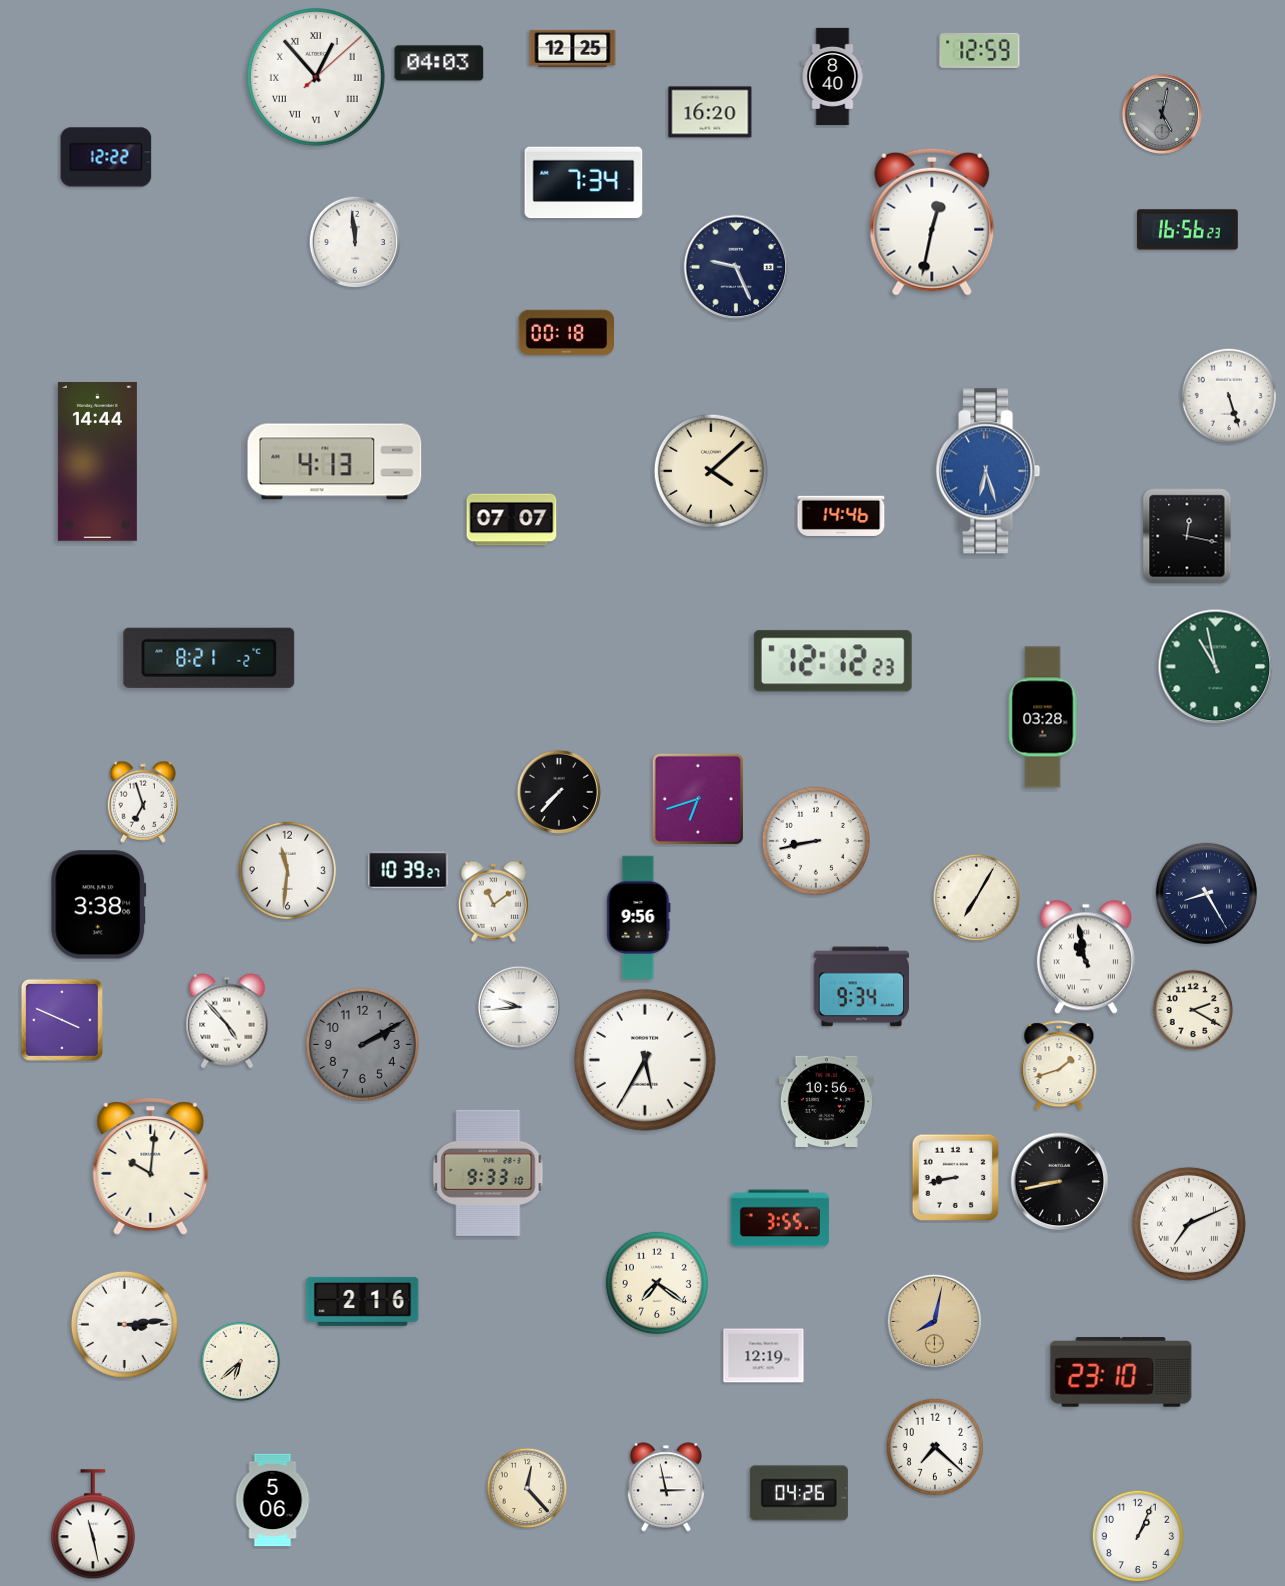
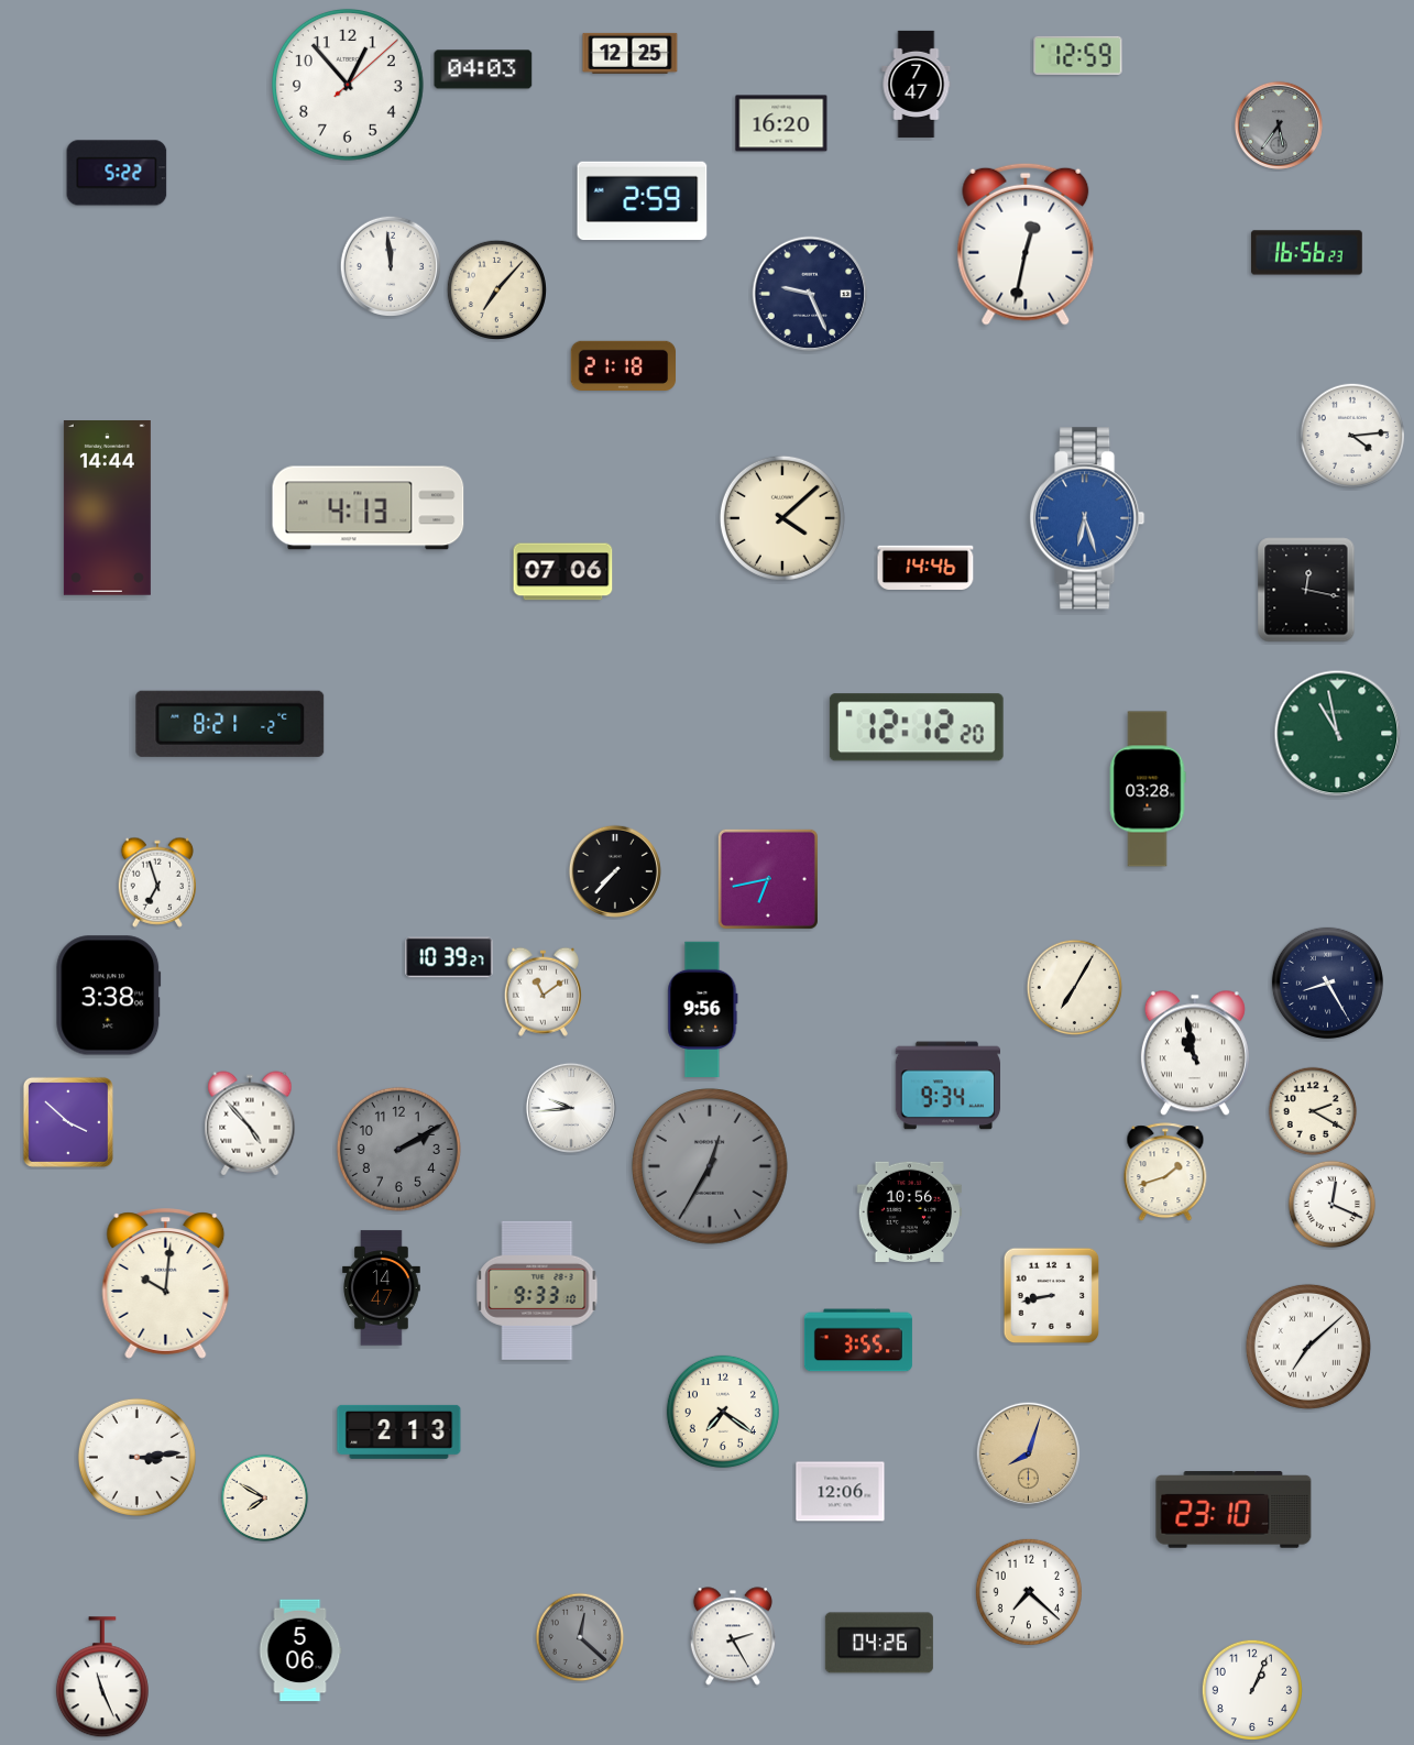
clock at (833, 76): 8:40 -> 7:47
clock at (316, 77) numerals: Roman -> Arabic
clock at (1162, 114): 5:02 -> 5:36
clock at (106, 157): 12:22 -> 5:22
clock at (584, 183): 7:34 -> 2:59
clock at (496, 289): none -> 7:07
clock at (567, 332): 00:18 -> 21:18
clock at (1229, 396): 5:27 -> 4:14
clock at (512, 520): 07:07 -> 07:06
clock at (833, 661): 12:12:23 -> 12:12:20
clock at (698, 799): 6:42 -> 6:43
clock at (816, 841): 8:43 -> none
clock at (287, 870): 11:31 -> none
clock at (62, 1020): 3:49 -> 3:52
clock at (645, 1060): 5:35 -> 12:35
clock at (645, 1060) dial: white -> grey
clock at (1333, 1205): none -> 12:19
clock at (382, 1288): none -> 14:47
clock at (1060, 1182): 8:43 -> none
clock at (1189, 1224): 7:11 -> 7:08
clock at (363, 1301): 2:16 -> 2:13
clock at (935, 1322): 8:02 -> 8:03
clock at (764, 1356): 12:19 -> 12:06
clock at (241, 1362): 6:38 -> 7:50
clock at (666, 1487): 2:58 -> 2:25
clock at (527, 1488): 12:23 -> 12:22
clock at (527, 1488) dial: cream -> grey
clock at (93, 1525): 11:28 -> 11:26
